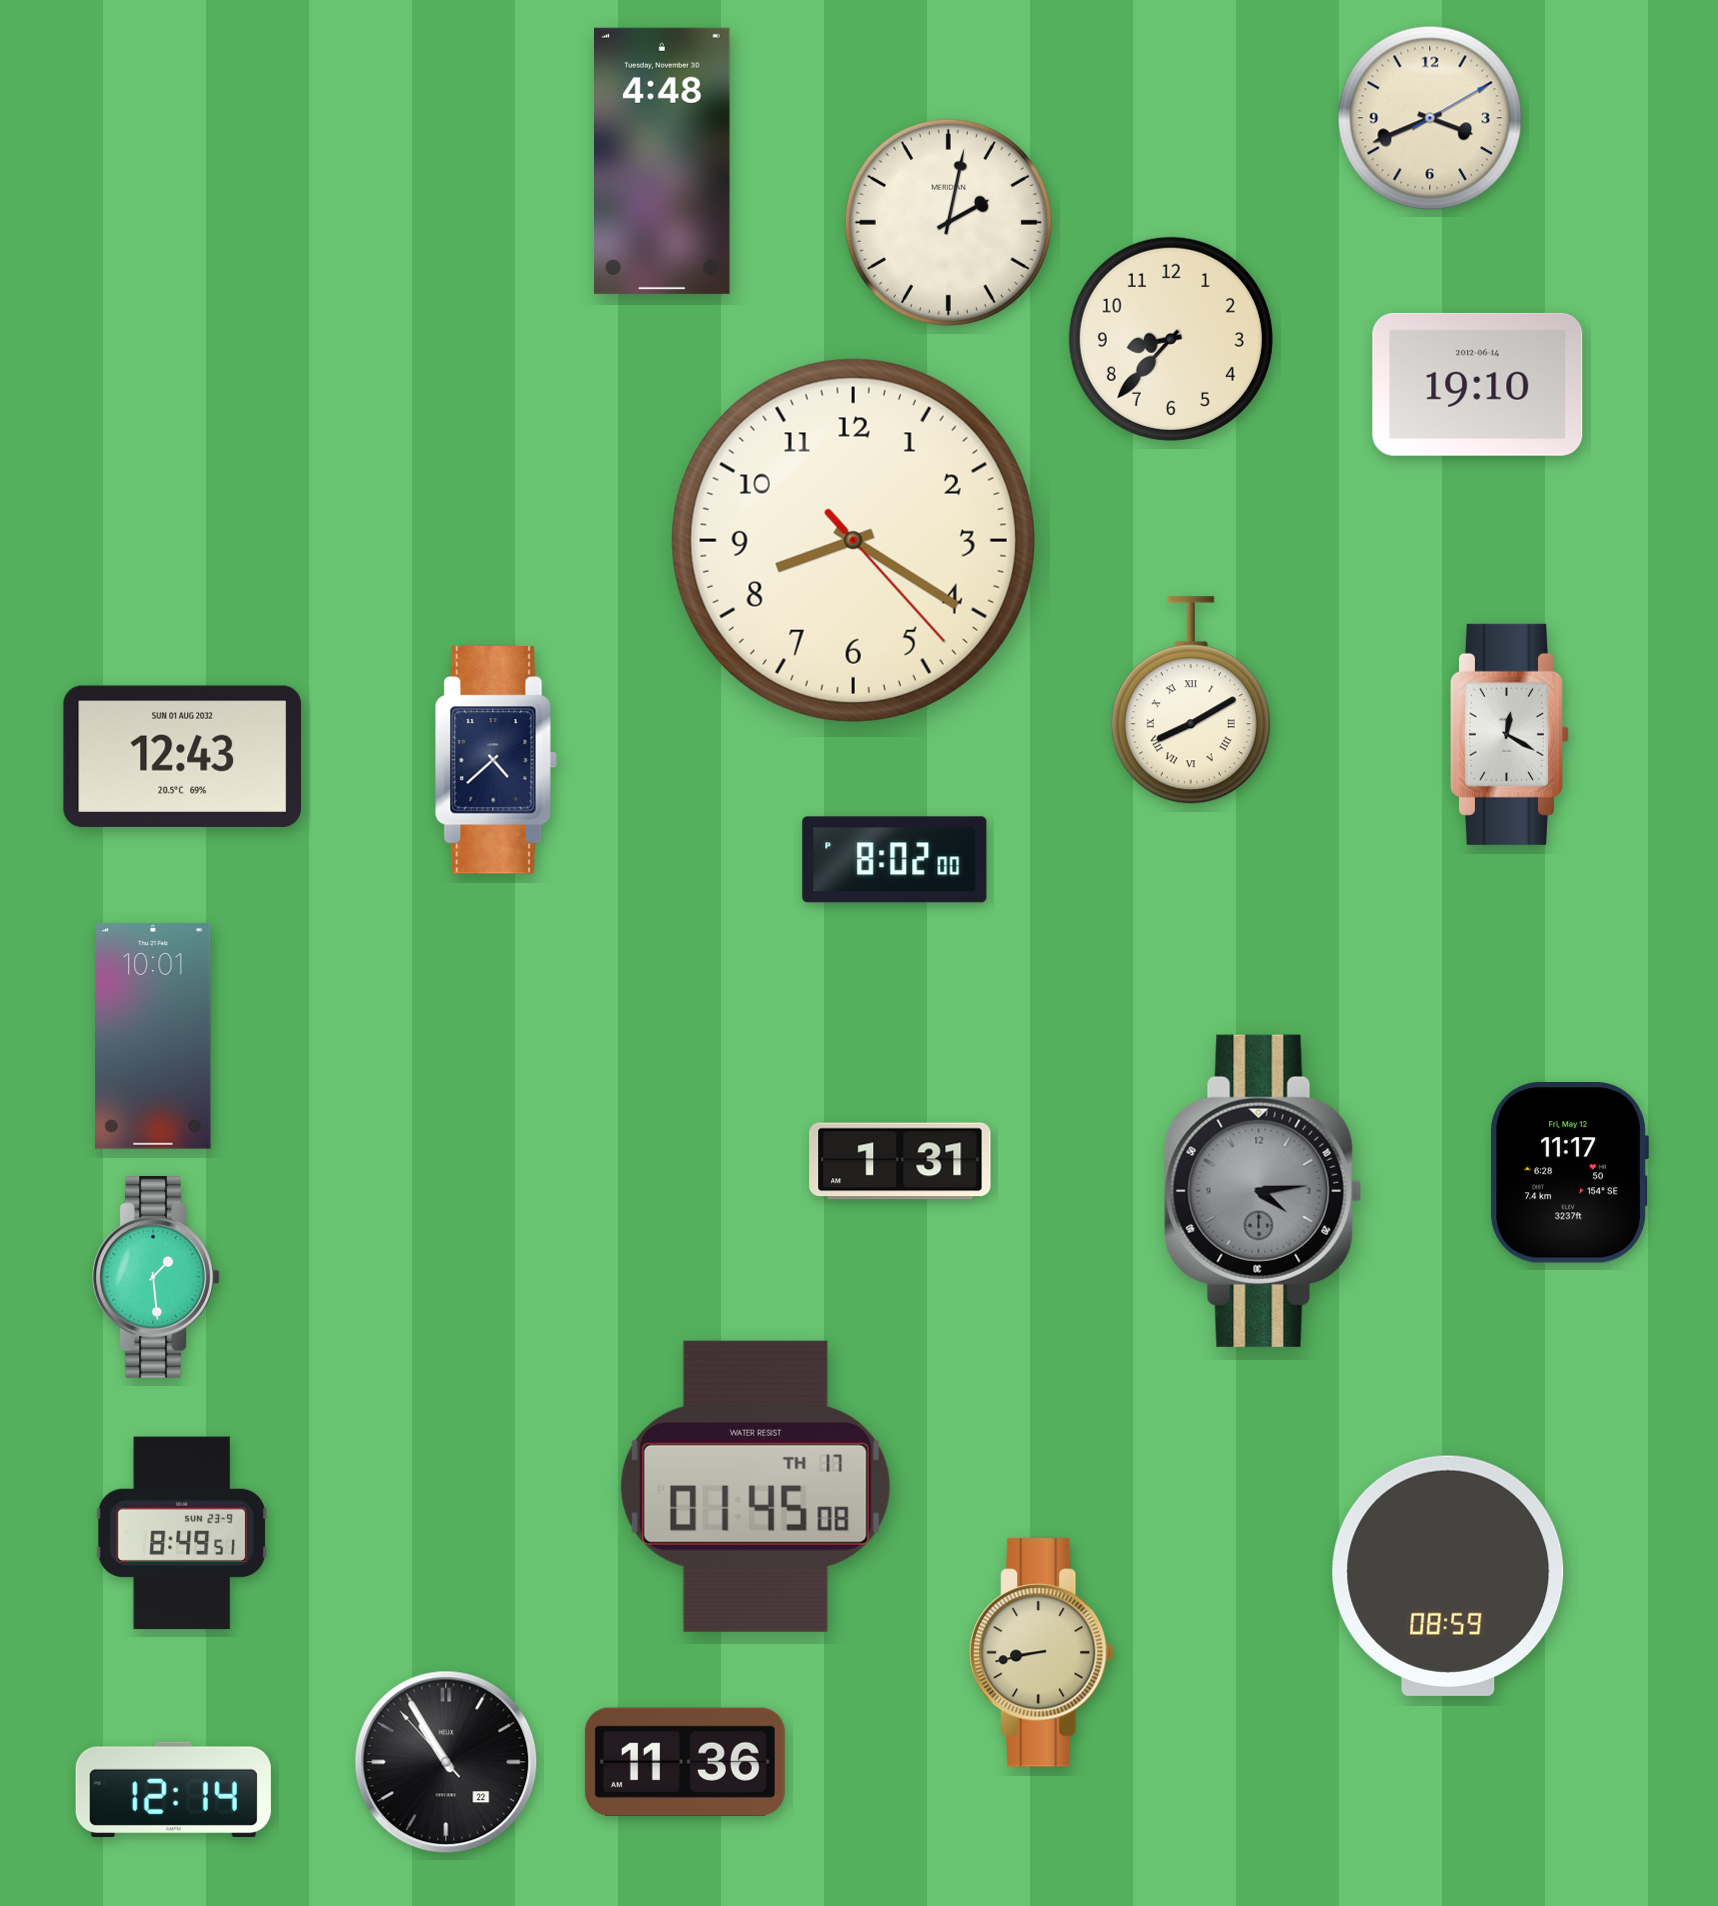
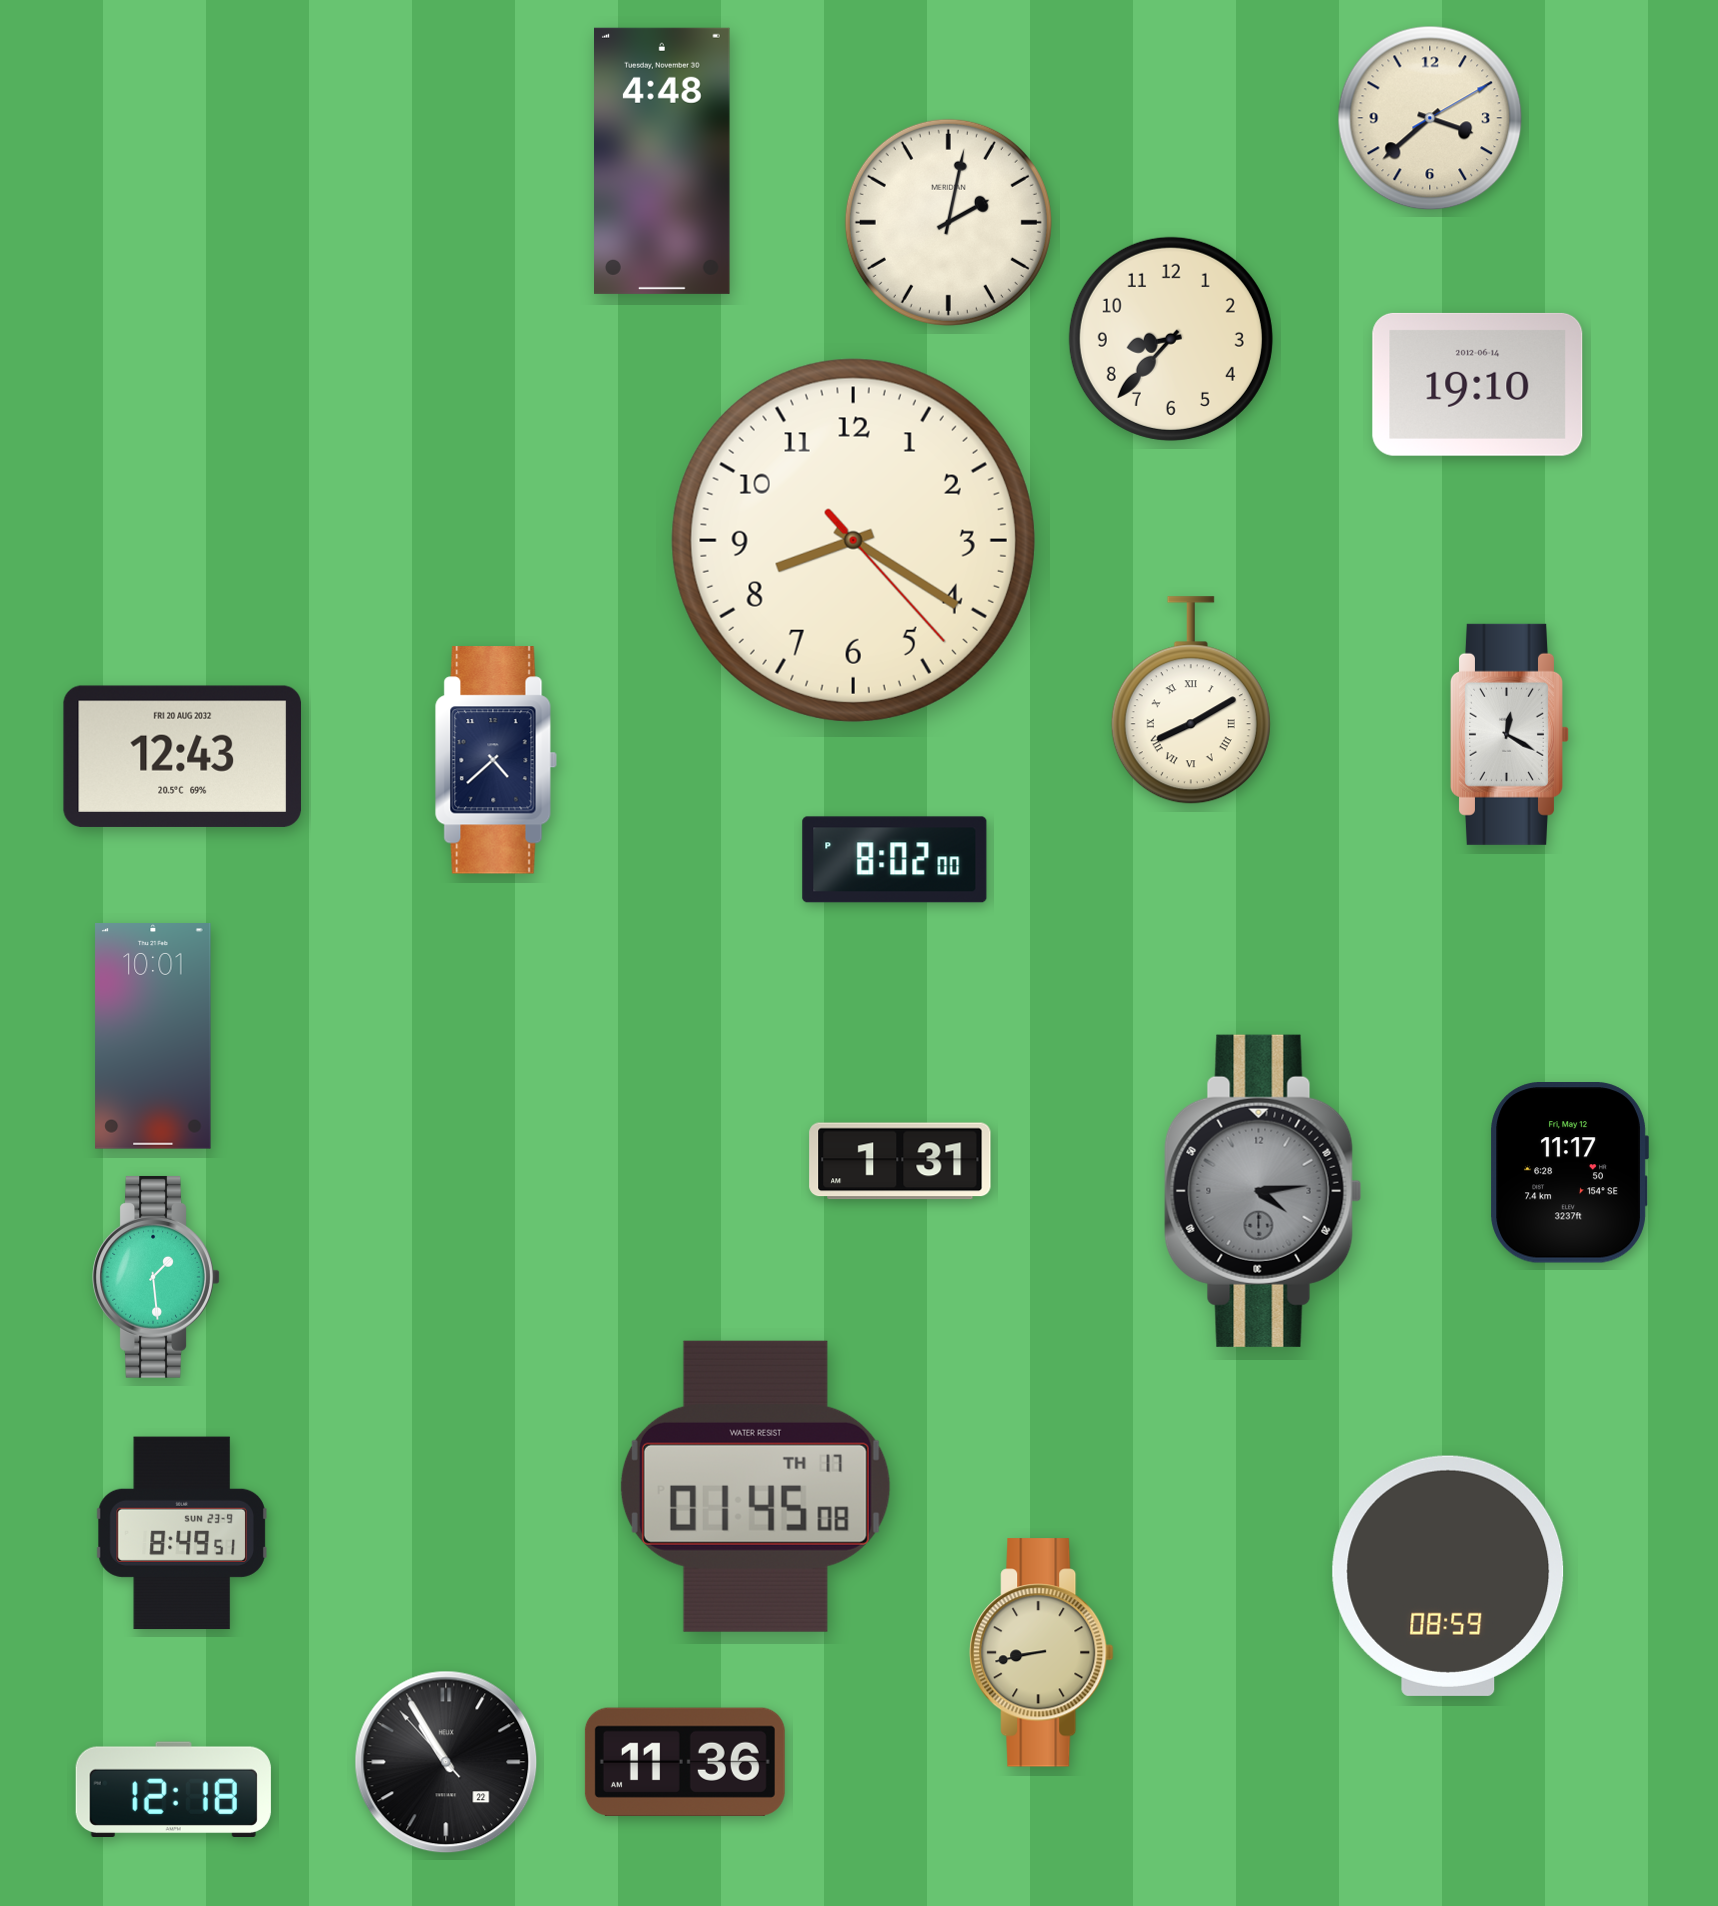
clock at (1430, 118): 3:41 -> 3:38
clock at (182, 756) date: SUN 01 AUG 2032 -> FRI 20 AUG 2032
clock at (173, 1789): 12:14 -> 12:18
